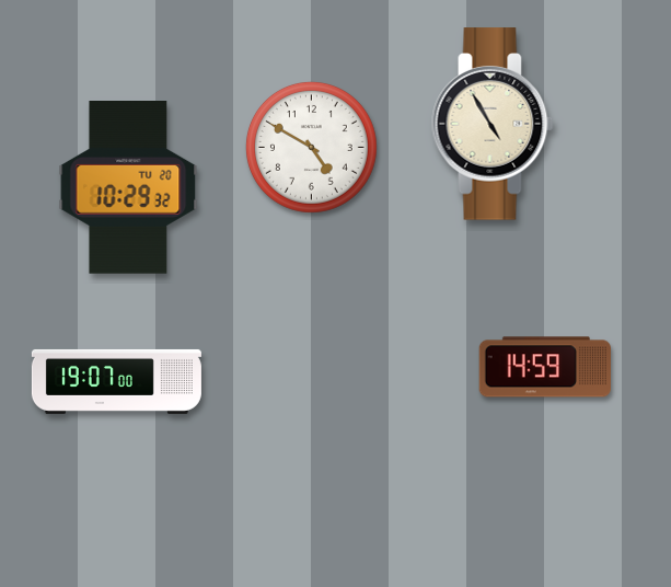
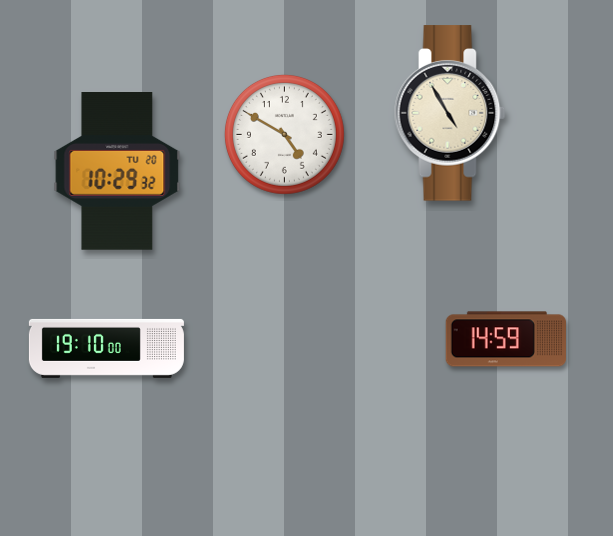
clock at (544, 367) position: (544, 367) -> (505, 339)
clock at (116, 381): 19:07 -> 19:10
